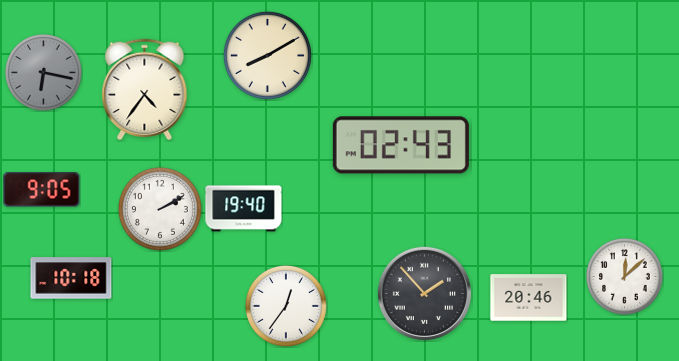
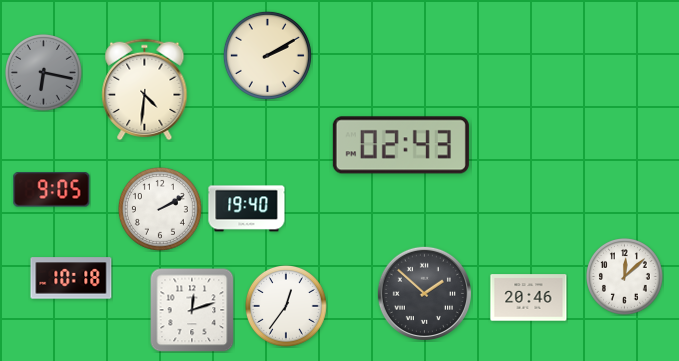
clock at (267, 55): 8:10 -> 2:10
clock at (145, 90): 4:36 -> 4:31
clock at (42, 190) position: (42, 190) -> (52, 190)
clock at (244, 209) position: (244, 209) -> (247, 209)
clock at (424, 293): 1:53 -> 1:52
clock at (192, 310): none -> 12:12
